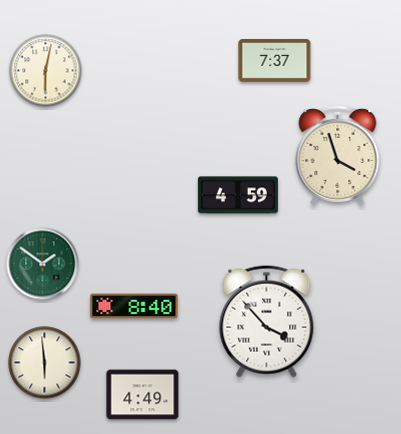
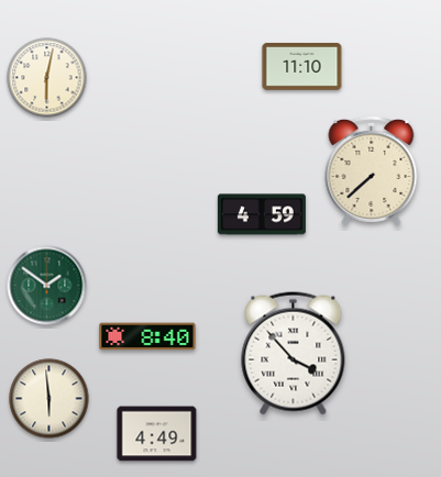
clock at (275, 60): 7:37 -> 11:10
clock at (46, 71) position: (46, 71) -> (47, 78)
clock at (338, 155): 3:57 -> 7:38
clock at (43, 264) position: (43, 264) -> (47, 286)
